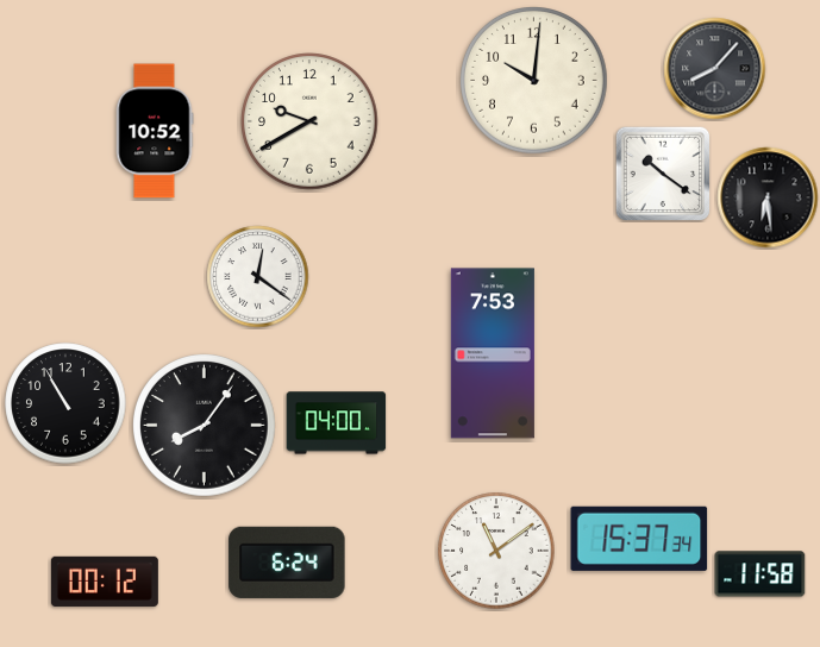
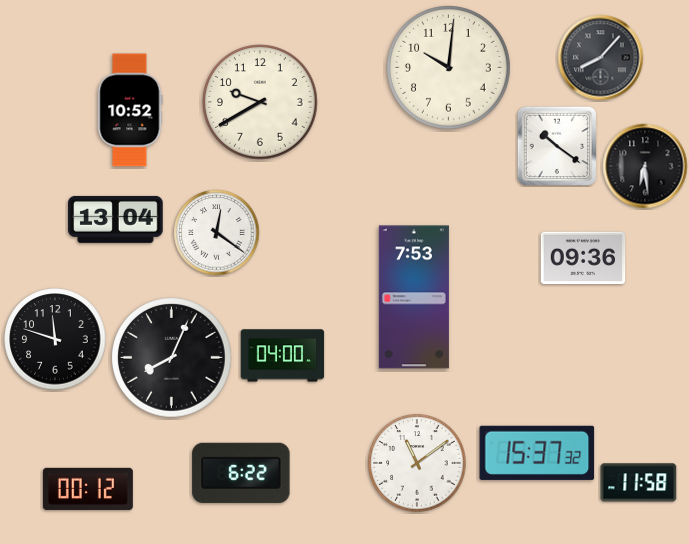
clock at (116, 219): none -> 13:04
clock at (583, 258): none -> 09:36
clock at (65, 403): 10:55 -> 11:48
clock at (205, 426): 8:06 -> 8:04
clock at (639, 539): 15:37:34 -> 15:37:32
clock at (287, 563): 6:24 -> 6:22
